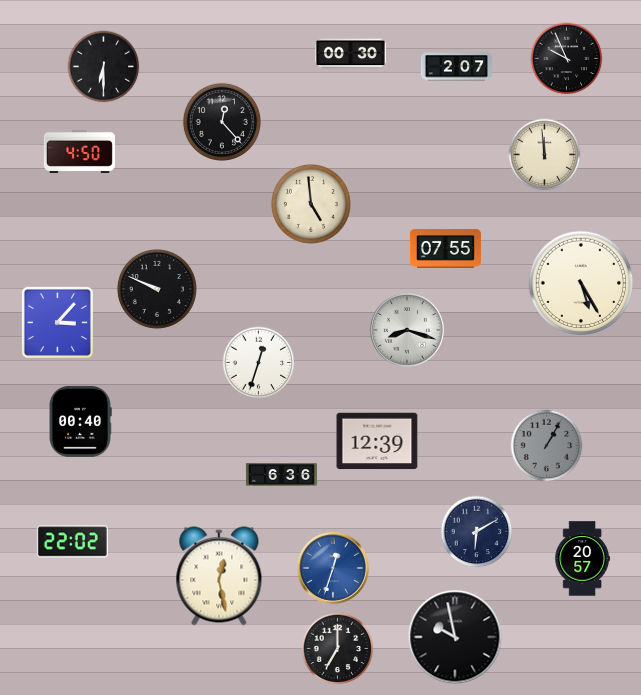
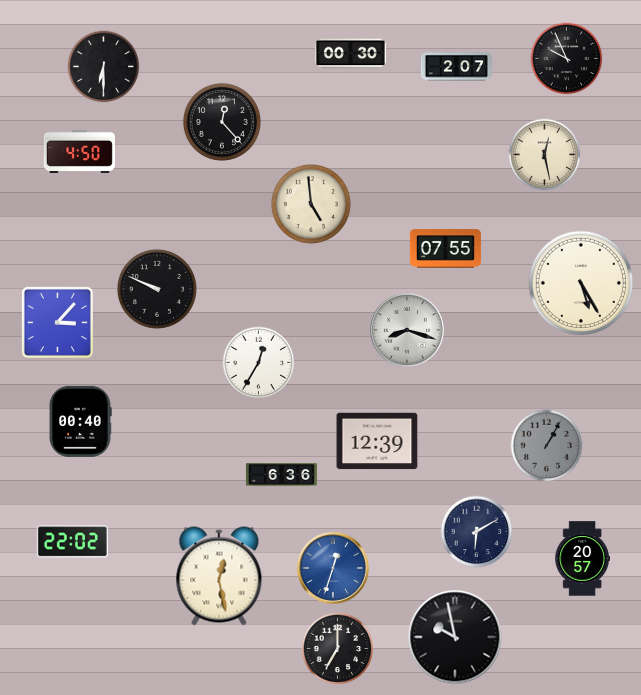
clock at (545, 155): 11:59 -> 12:28
clock at (259, 363): 12:33 -> 12:35
